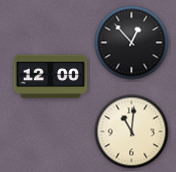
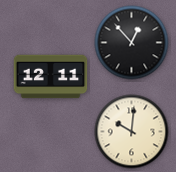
clock at (51, 77): 12:00 -> 12:11
clock at (132, 132): 11:01 -> 10:01
